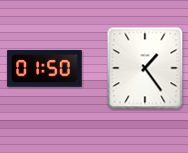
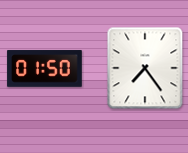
clock at (145, 68): 1:24 -> 7:24
